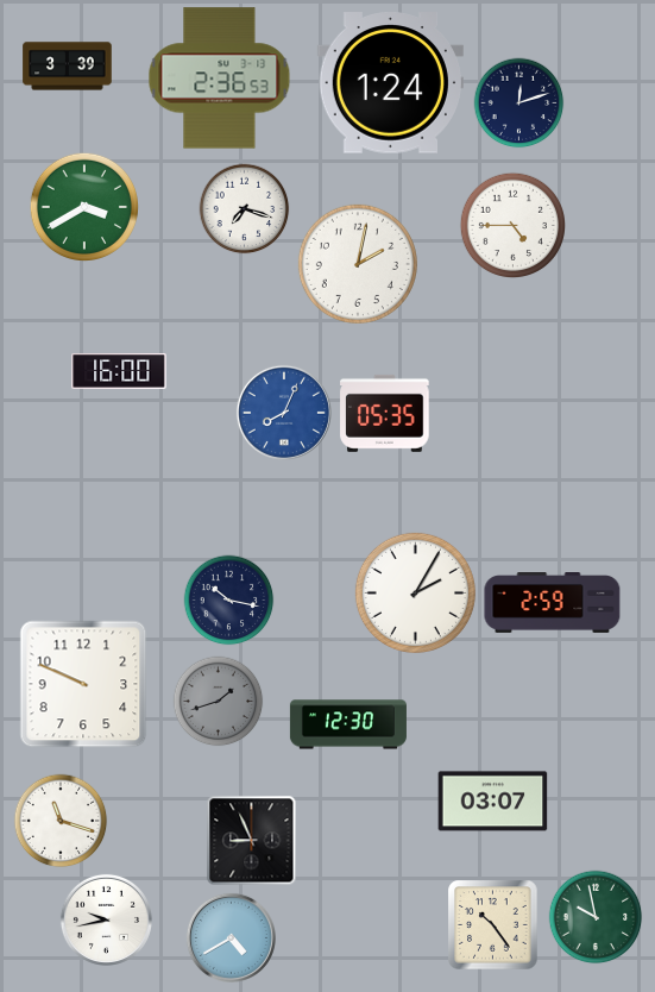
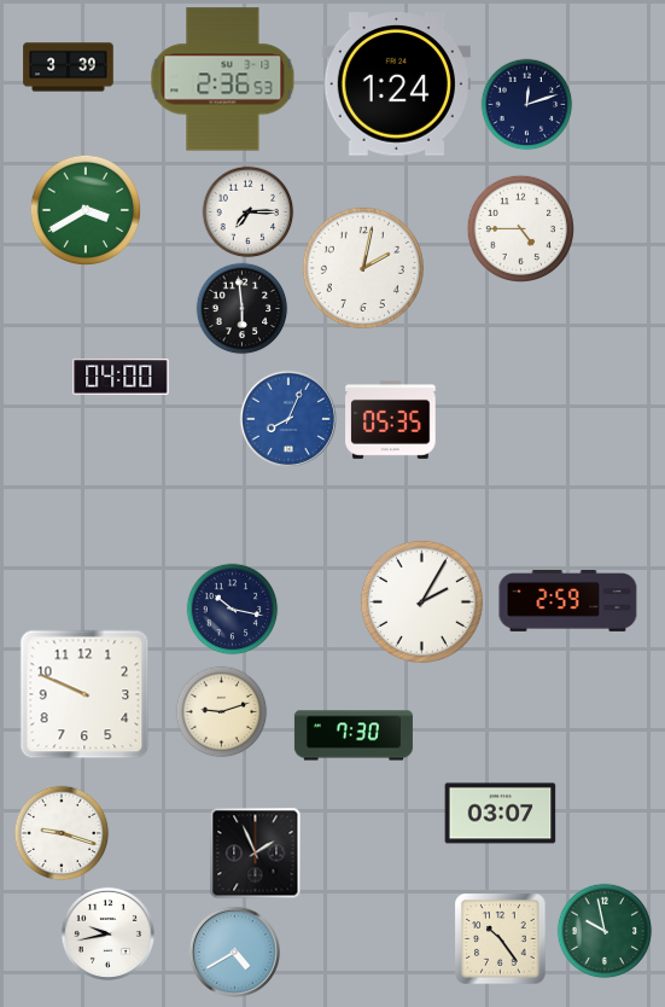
clock at (245, 209): 7:18 -> 7:15
clock at (243, 309): none -> 5:59
clock at (119, 371): 16:00 -> 04:00
clock at (553, 603) position: (553, 603) -> (568, 601)
clock at (219, 702): 1:42 -> 9:12
clock at (219, 702) dial: grey -> cream
clock at (348, 724): 12:30 -> 7:30
clock at (61, 821): 11:18 -> 9:18
clock at (252, 841): 8:56 -> 1:56
